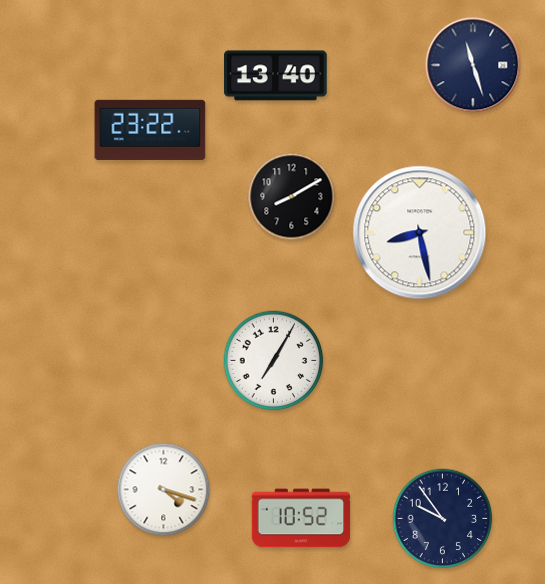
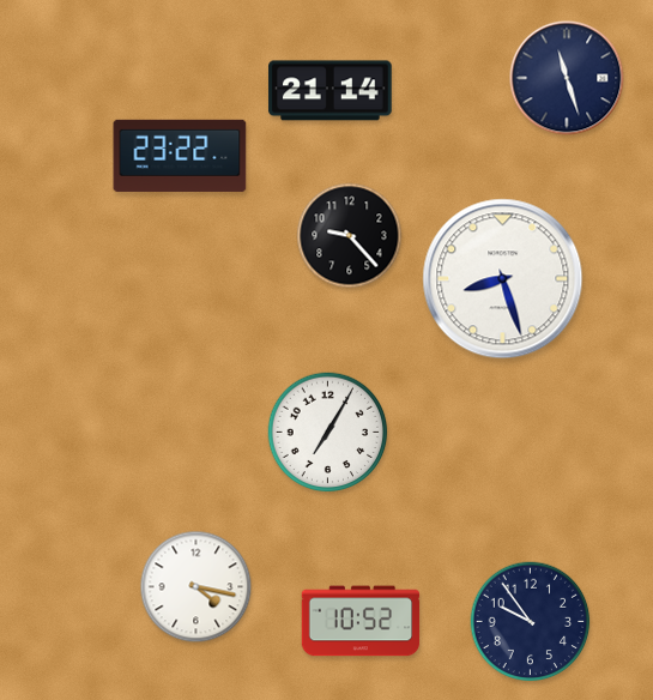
clock at (276, 76): 13:40 -> 21:14
clock at (292, 197): 8:10 -> 9:23
clock at (420, 233): 8:28 -> 8:27
clock at (164, 490): 4:18 -> 4:17
